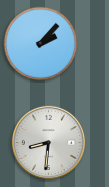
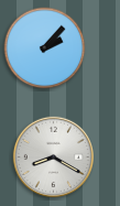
clock at (48, 142): 8:31 -> 8:20
